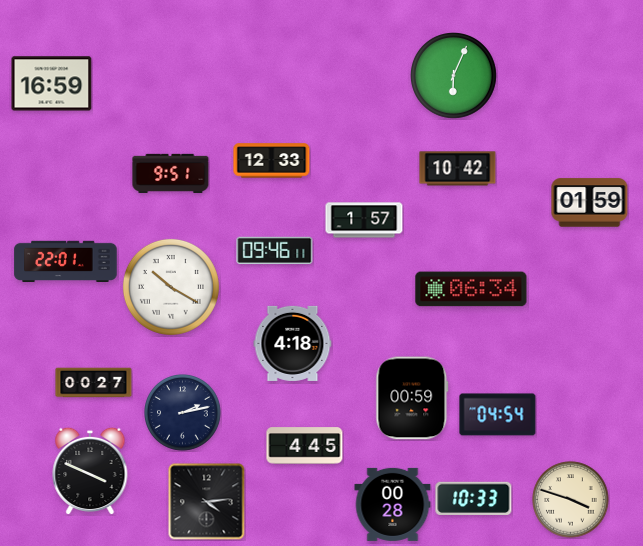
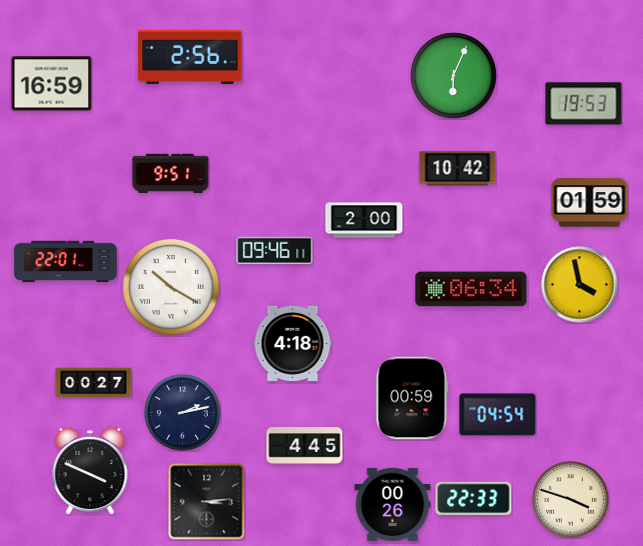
clock at (190, 57): none -> 2:56
clock at (584, 104): none -> 19:53
clock at (272, 161): 12:33 -> none
clock at (364, 220): 1:57 -> 2:00
clock at (580, 285): none -> 3:58
clock at (474, 498): 10:33 -> 22:33
clock at (207, 502): 4:14 -> 3:14
clock at (393, 504): 00:28 -> 00:26
